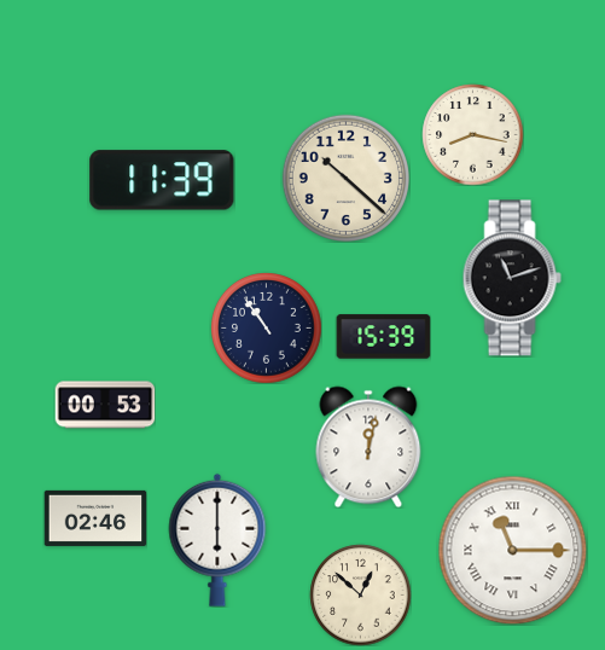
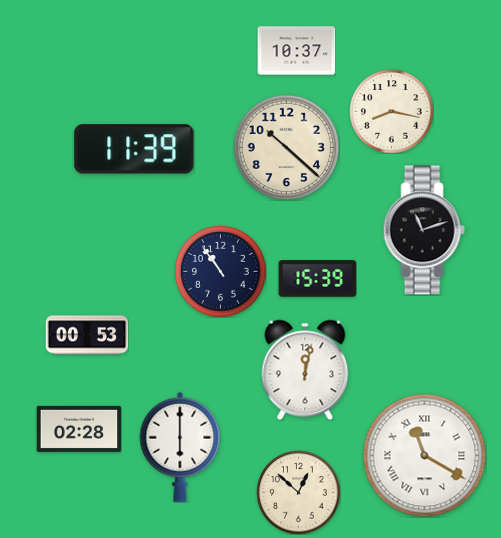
clock at (296, 51): none -> 10:37
clock at (95, 518): 02:46 -> 02:28
clock at (512, 550): 11:15 -> 11:20
